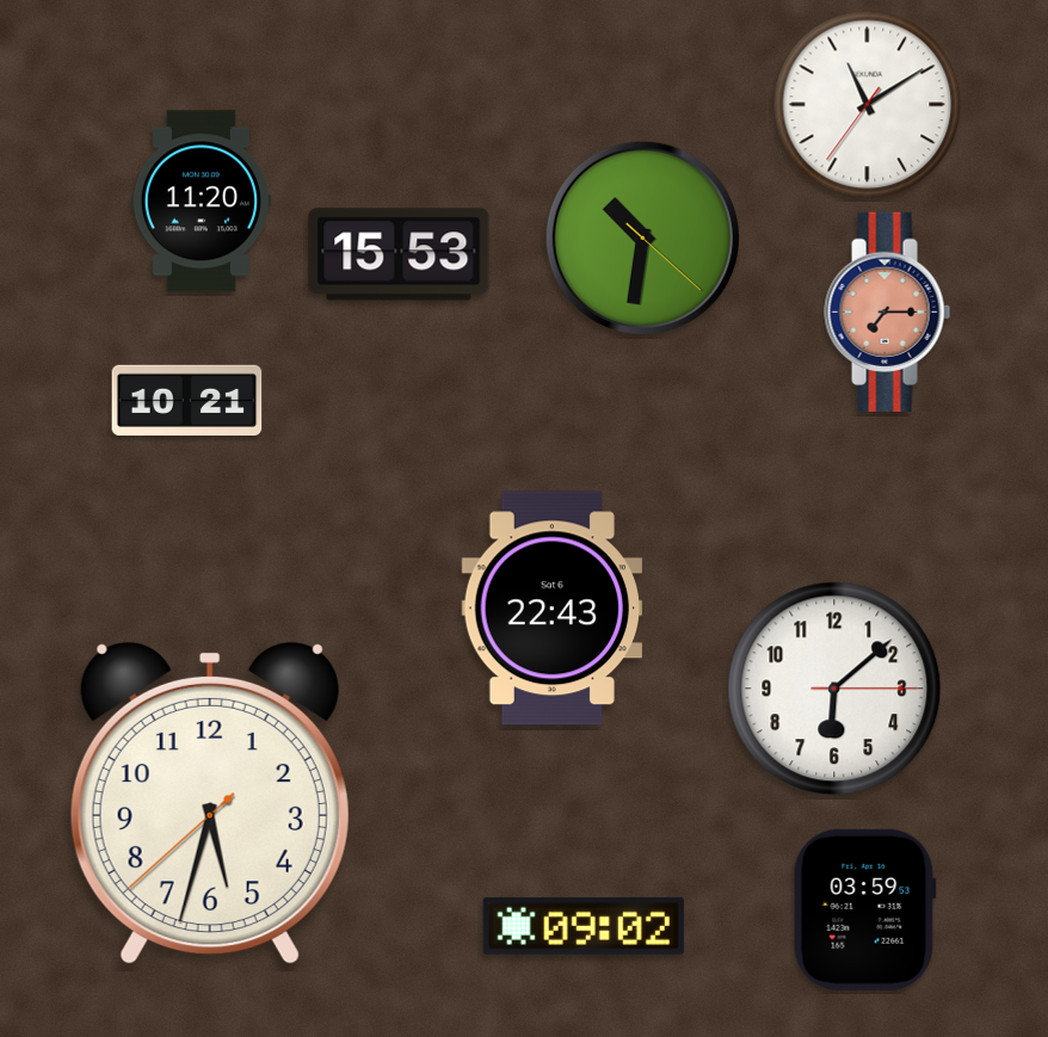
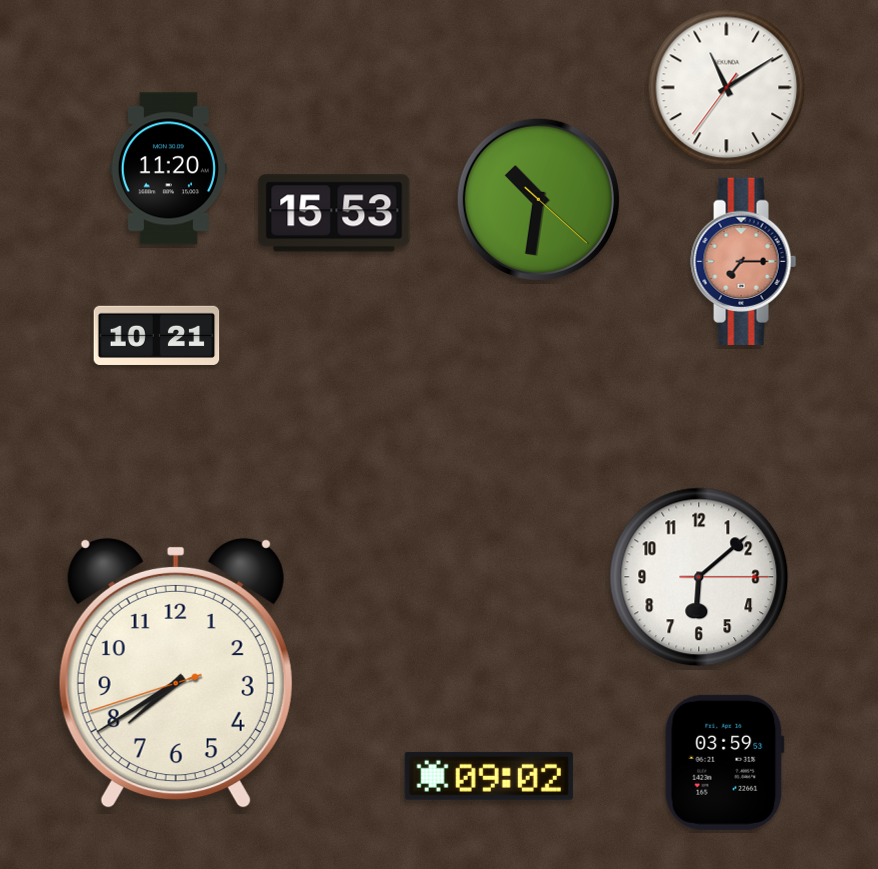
clock at (553, 609): 22:43 -> none
clock at (210, 803): 5:32 -> 7:39
